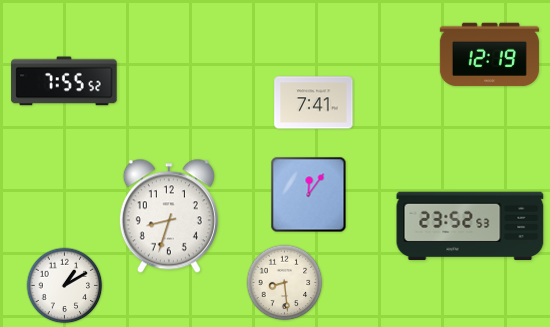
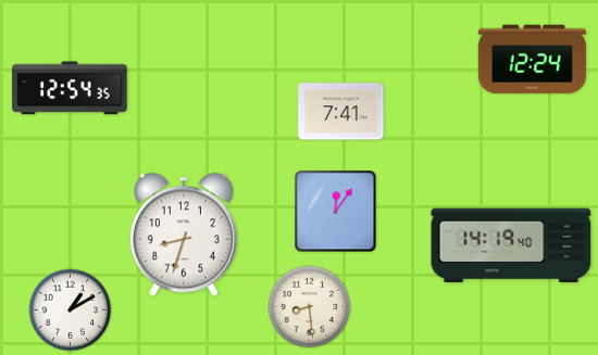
clock at (489, 55): 12:19 -> 12:24
clock at (64, 81): 7:55 -> 12:54
clock at (470, 226): 23:52 -> 14:19
